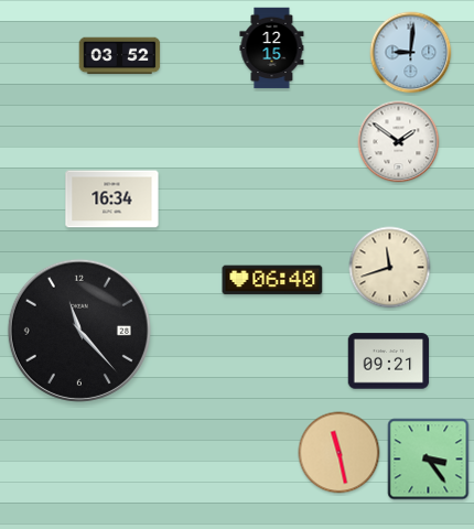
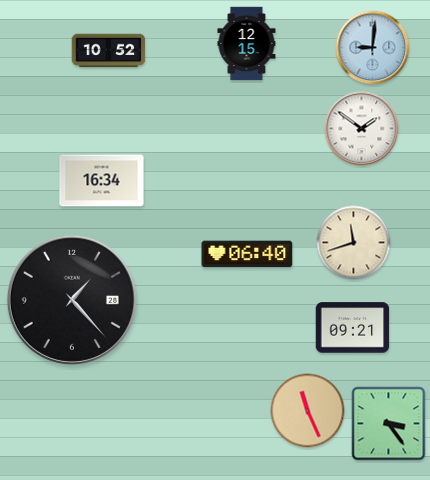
clock at (120, 56): 03:52 -> 10:52
clock at (79, 331): 11:23 -> 1:23
clock at (340, 453): 11:28 -> 11:26
clock at (429, 460) position: (429, 460) -> (389, 424)
